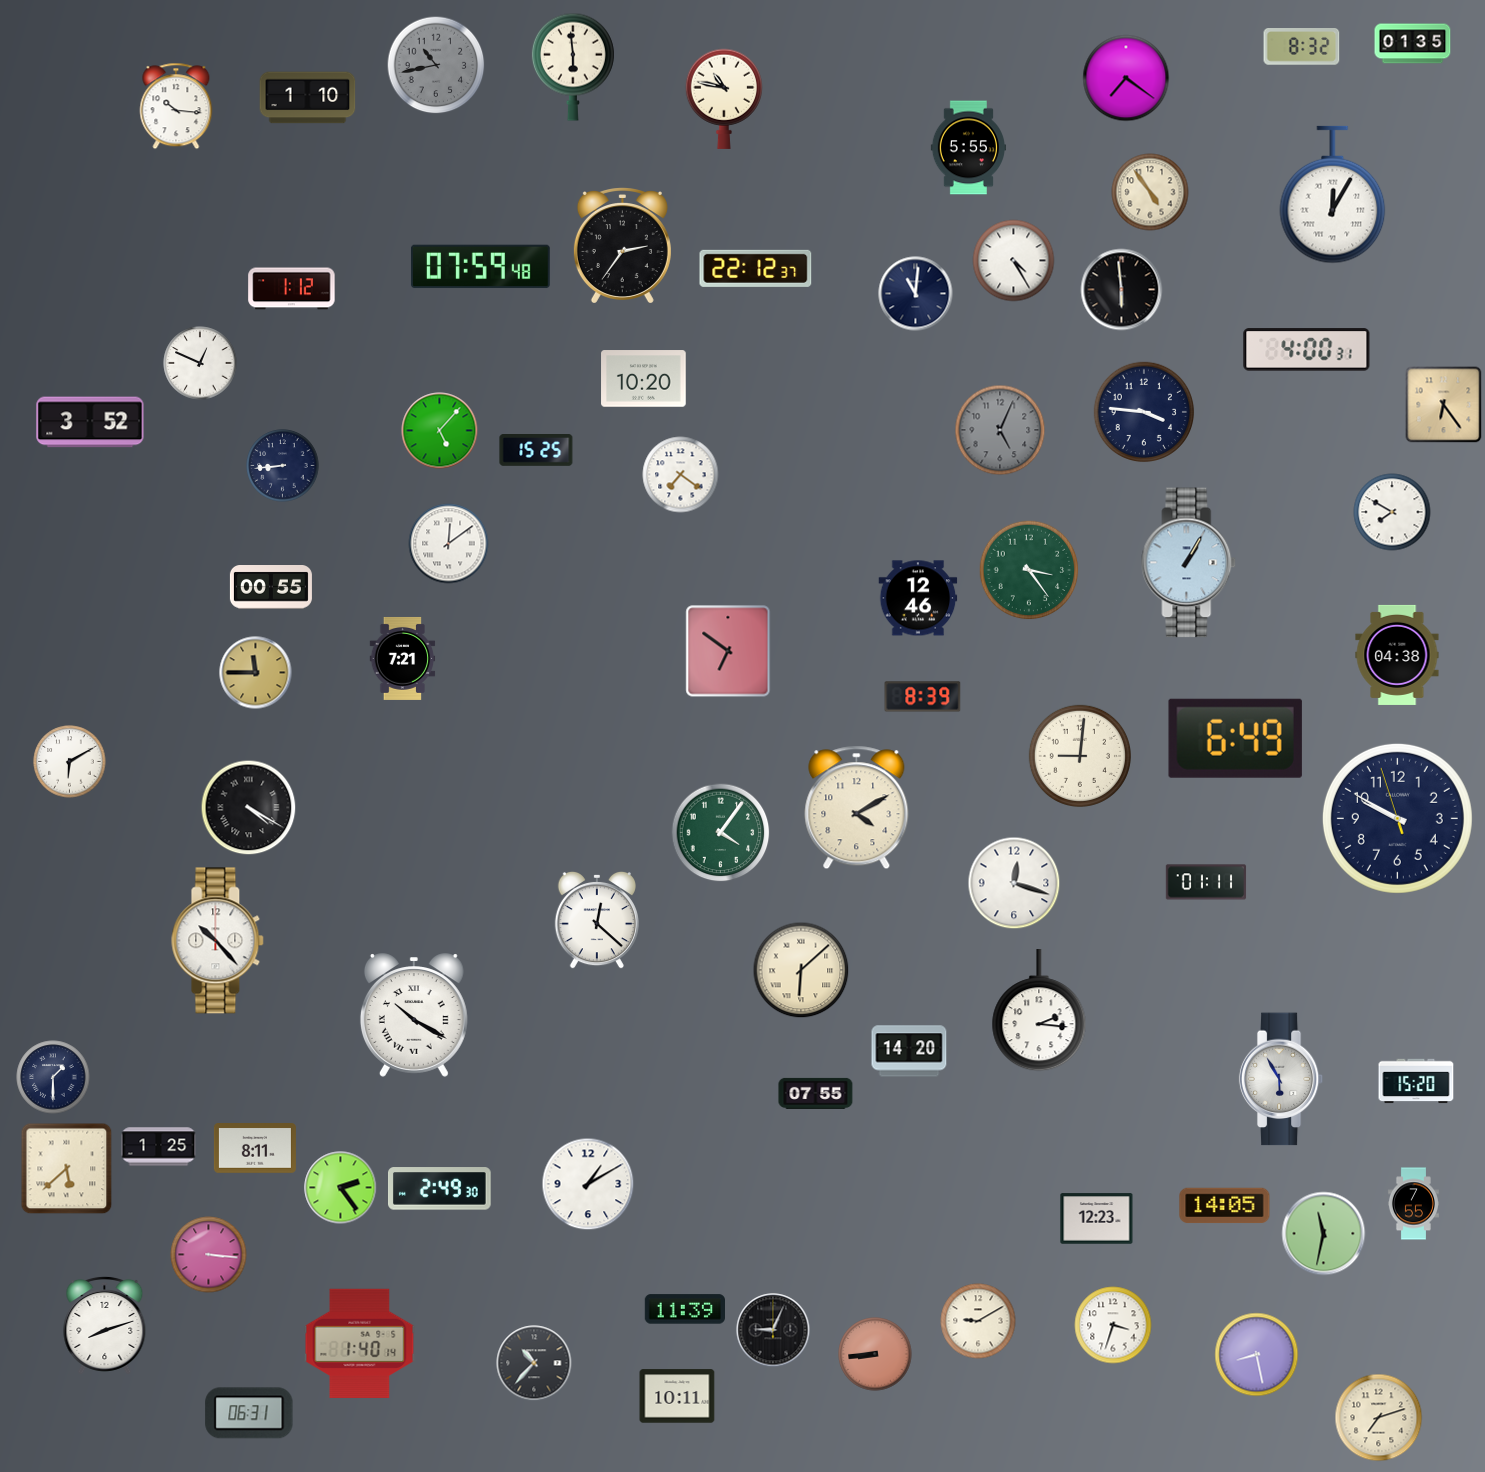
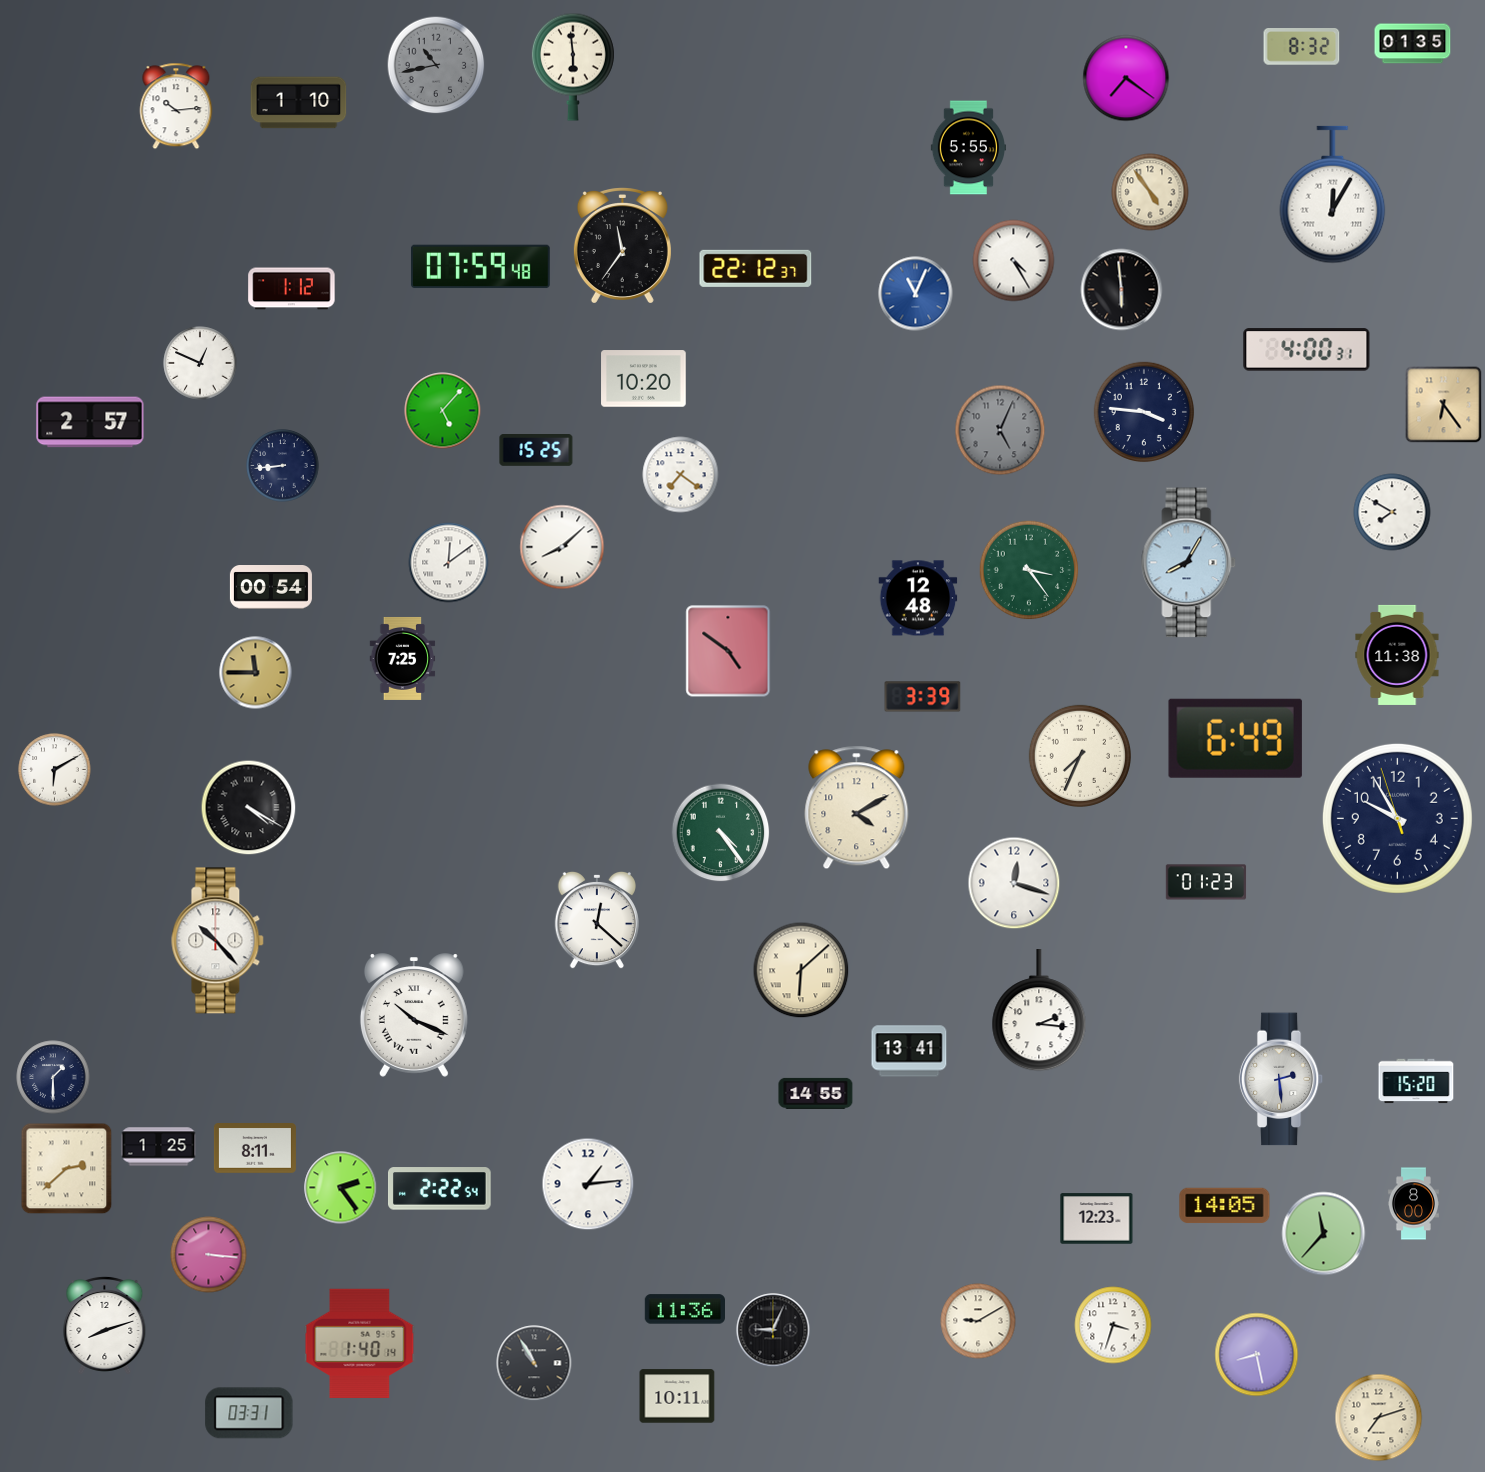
clock at (308, 98) position: (308, 98) -> (299, 103)
clock at (723, 99): 10:47 -> none
clock at (176, 106): 10:16 -> 10:14
clock at (622, 246): 2:36 -> 11:36
clock at (916, 294): 11:01 -> 11:04
clock at (916, 294) dial: navy -> blue
clock at (90, 422): 3:52 -> 2:57
clock at (440, 431) position: (440, 431) -> (443, 411)
clock at (449, 544) position: (449, 544) -> (449, 563)
clock at (562, 547): none -> 8:08
clock at (1189, 563): 1:05 -> 8:05
clock at (271, 588): 00:55 -> 00:54
clock at (918, 598): 12:46 -> 12:48
clock at (728, 651): 6:51 -> 4:51
clock at (1397, 655): 04:38 -> 11:38
clock at (403, 658): 7:21 -> 7:25
clock at (923, 697): 8:39 -> 3:39
clock at (1080, 756): 9:01 -> 7:34
clock at (70, 762) position: (70, 762) -> (55, 770)
clock at (1397, 818): 9:49 -> 9:54
clock at (721, 833): 4:06 -> 4:24
clock at (1206, 882): 01:11 -> 01:23
clock at (414, 1015): 10:20 -> 10:19
clock at (909, 1051): 14:20 -> 13:41
clock at (1281, 1079): 5:55 -> 2:29
clock at (816, 1093): 07:55 -> 14:55
clock at (67, 1169): 5:38 -> 2:38
clock at (588, 1184): 1:10 -> 1:14
clock at (440, 1189): 2:49 -> 2:22
clock at (1413, 1204): 7:55 -> 8:00
clock at (1324, 1234): 11:32 -> 11:37
clock at (684, 1309): 11:39 -> 11:36
clock at (875, 1354): 8:44 -> none
clock at (534, 1363): 10:37 -> 10:55
clock at (249, 1413): 06:31 -> 03:31
